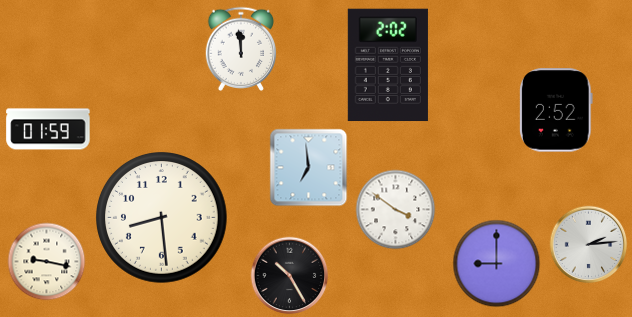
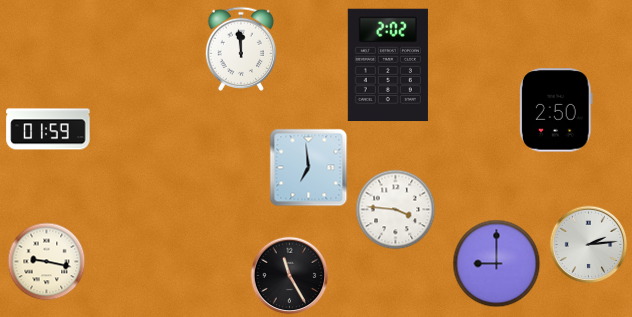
clock at (556, 110): 2:52 -> 2:50
clock at (395, 209): 3:51 -> 3:46
clock at (162, 218): 8:29 -> none
clock at (289, 275): 10:25 -> 11:25
